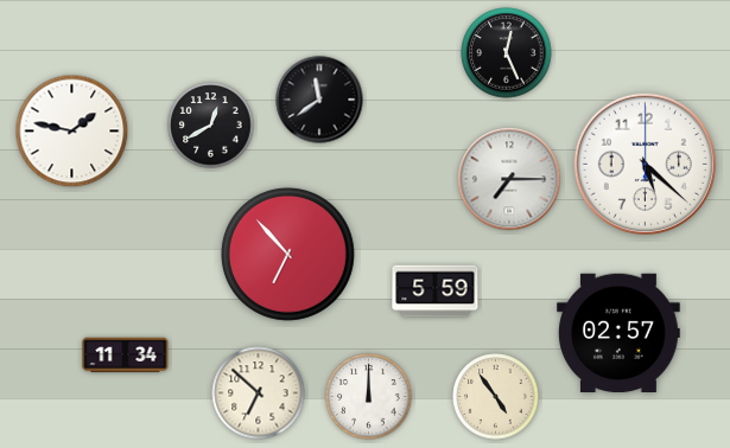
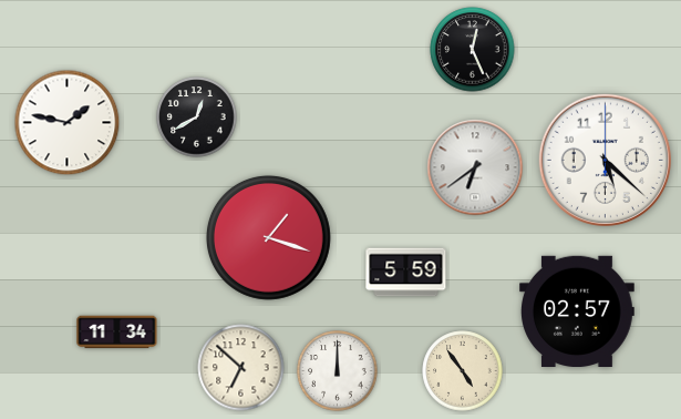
clock at (319, 100): 11:39 -> none
clock at (645, 164) position: (645, 164) -> (605, 160)
clock at (509, 179): 7:15 -> 6:39
clock at (287, 254): 6:53 -> 1:18
clock at (369, 397) position: (369, 397) -> (338, 371)
